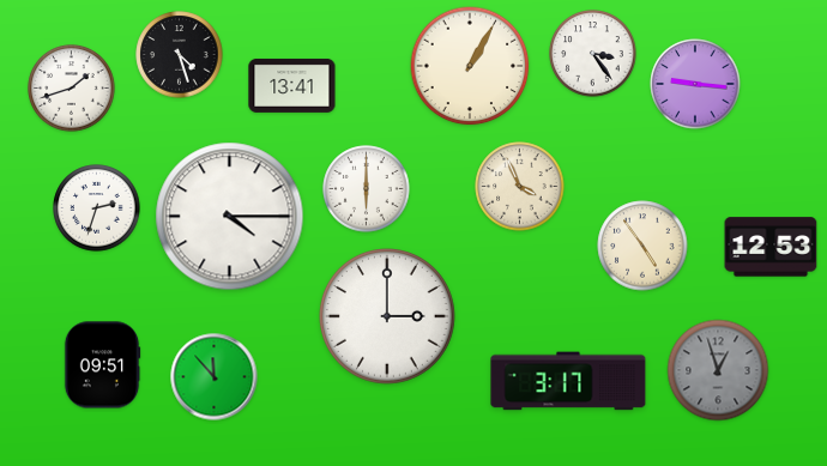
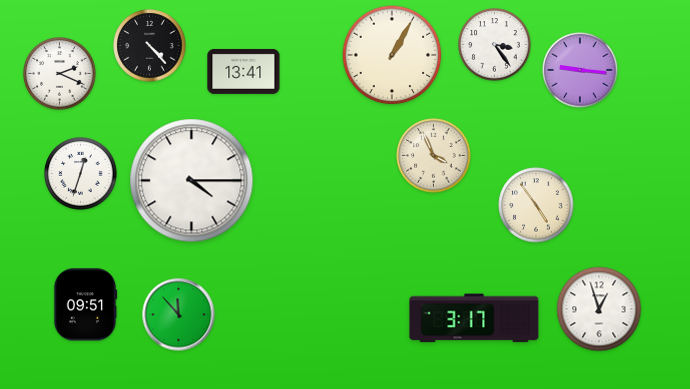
clock at (180, 55): 4:27 -> 4:23
clock at (72, 89): 1:42 -> 2:19
clock at (367, 189): 6:00 -> none
clock at (97, 208): 2:33 -> 12:33
clock at (771, 247): 12:53 -> none
clock at (388, 317): 3:00 -> none
clock at (718, 370) dial: grey -> white
